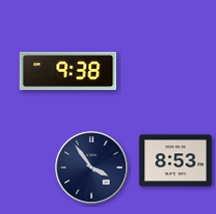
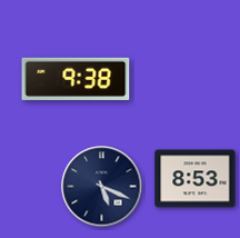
clock at (92, 168): 3:54 -> 5:19
